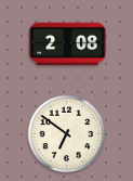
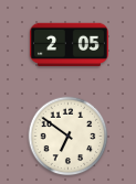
clock at (67, 44): 2:08 -> 2:05
